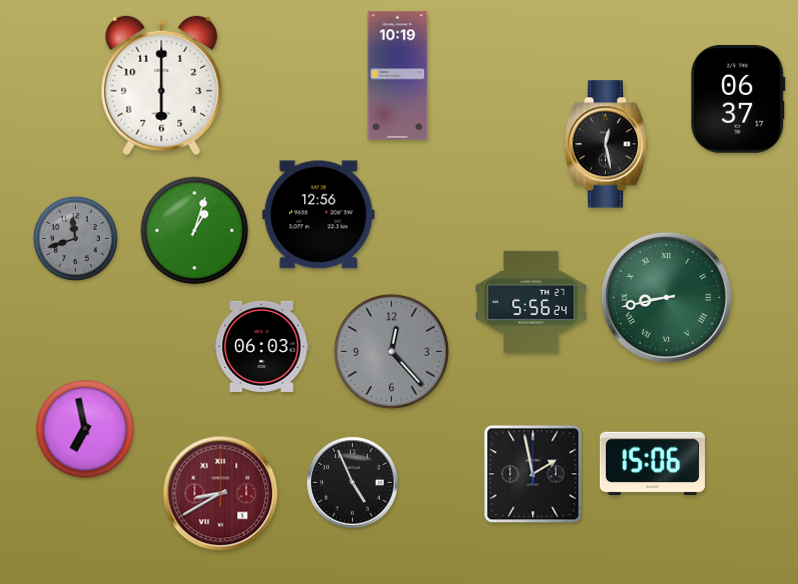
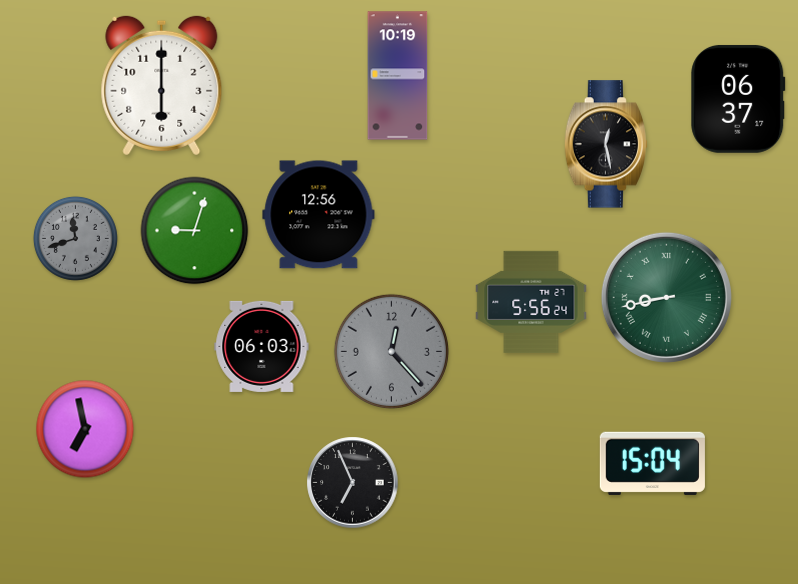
clock at (195, 231): 1:03 -> 9:03
clock at (652, 463): 15:06 -> 15:04
clock at (533, 474): 1:58 -> none
clock at (353, 483): 4:56 -> 6:56
clock at (221, 494): 8:40 -> none
